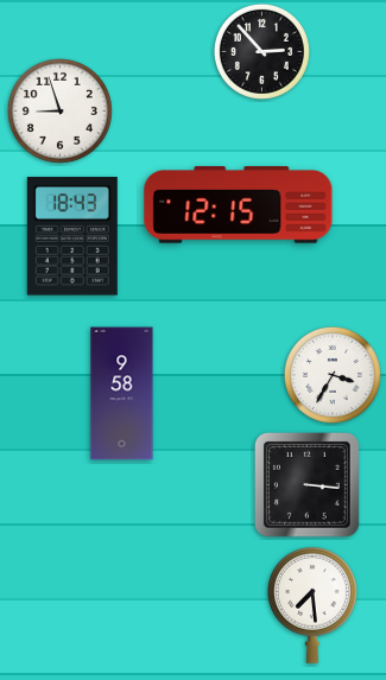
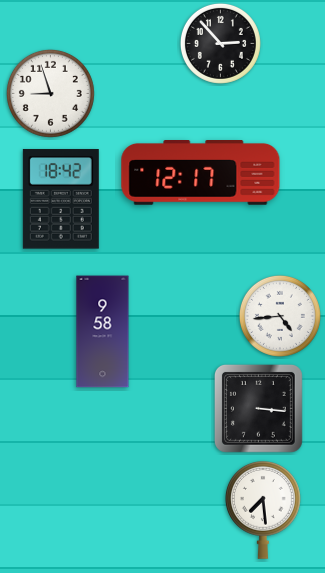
clock at (239, 205): 12:15 -> 12:17
clock at (72, 236): 18:43 -> 18:42
clock at (333, 375): 3:35 -> 4:44
